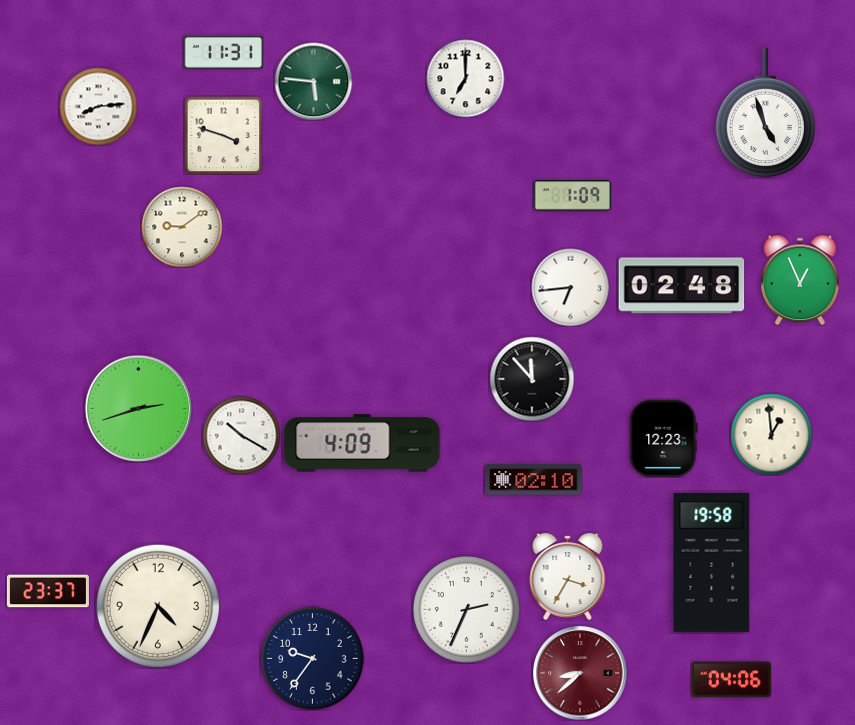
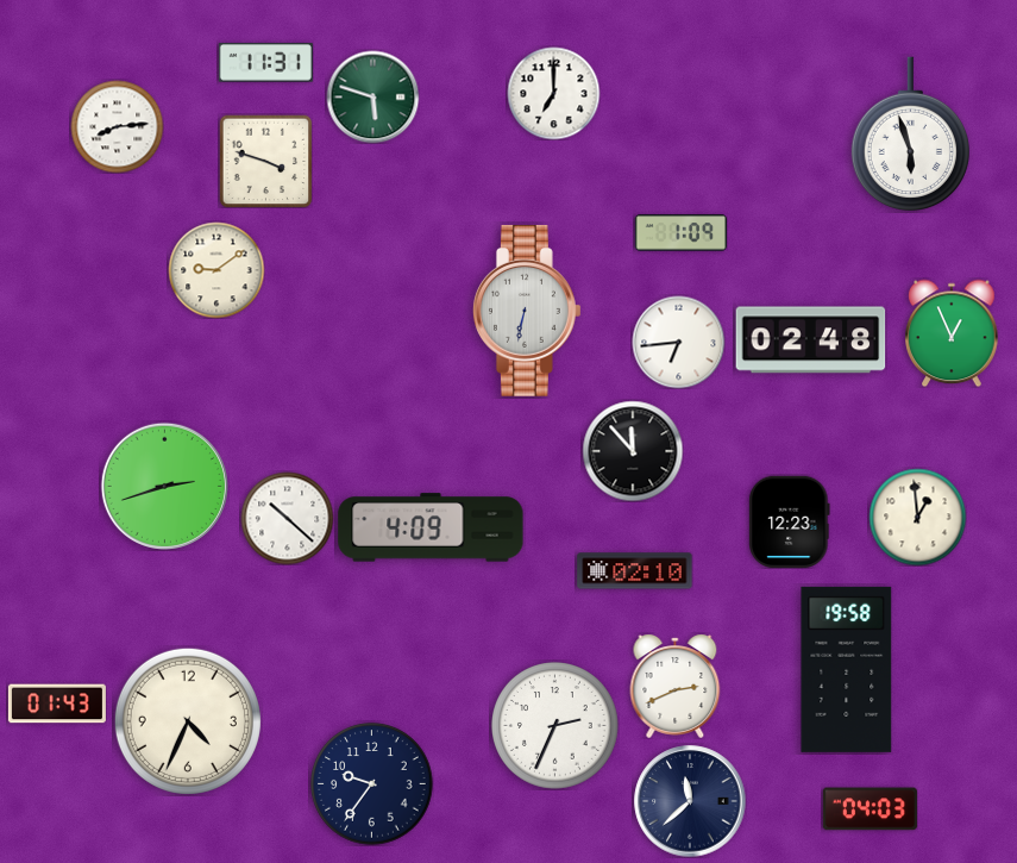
clock at (313, 81): 5:46 -> 5:48
clock at (765, 113): 4:57 -> 5:57
clock at (527, 311): none -> 6:32
clock at (241, 435): 10:20 -> 10:22
clock at (568, 576): 3:35 -> 2:41
clock at (48, 591): 23:37 -> 01:43
clock at (580, 673): 8:38 -> 11:38
clock at (580, 673) dial: burgundy -> navy
clock at (731, 680): 04:06 -> 04:03
